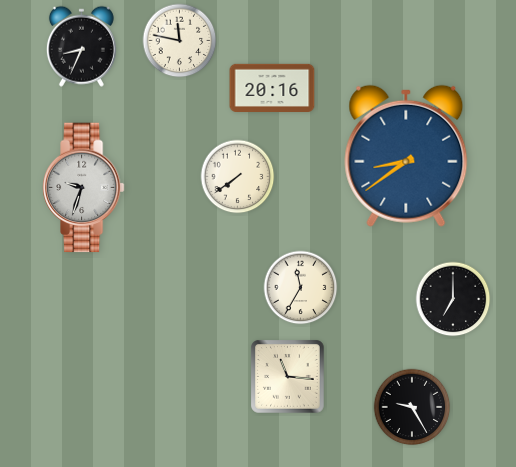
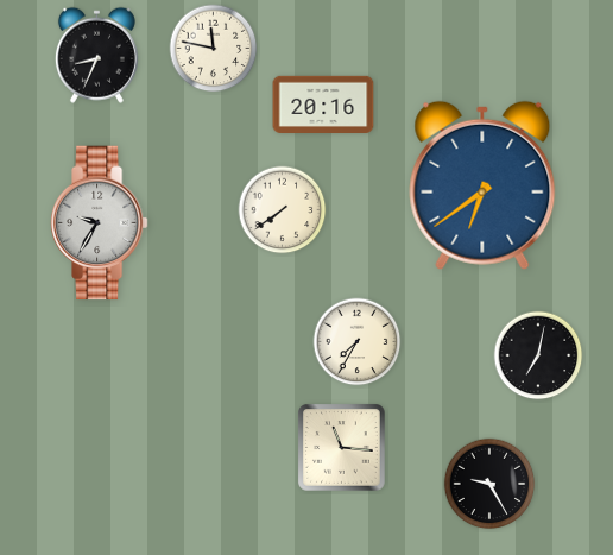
clock at (406, 156): 8:39 -> 6:39
clock at (84, 188): 9:33 -> 9:35
clock at (301, 288): 11:35 -> 7:35
clock at (453, 299): 7:00 -> 7:02
